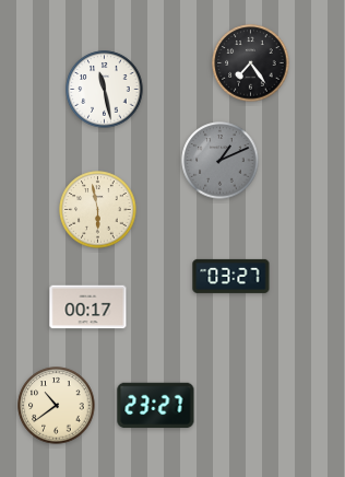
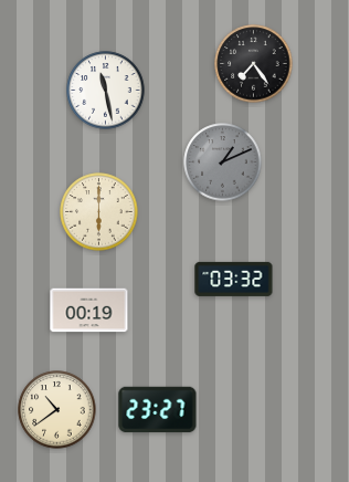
clock at (98, 210): 5:58 -> 6:00
clock at (231, 276): 03:27 -> 03:32
clock at (88, 307): 00:17 -> 00:19
